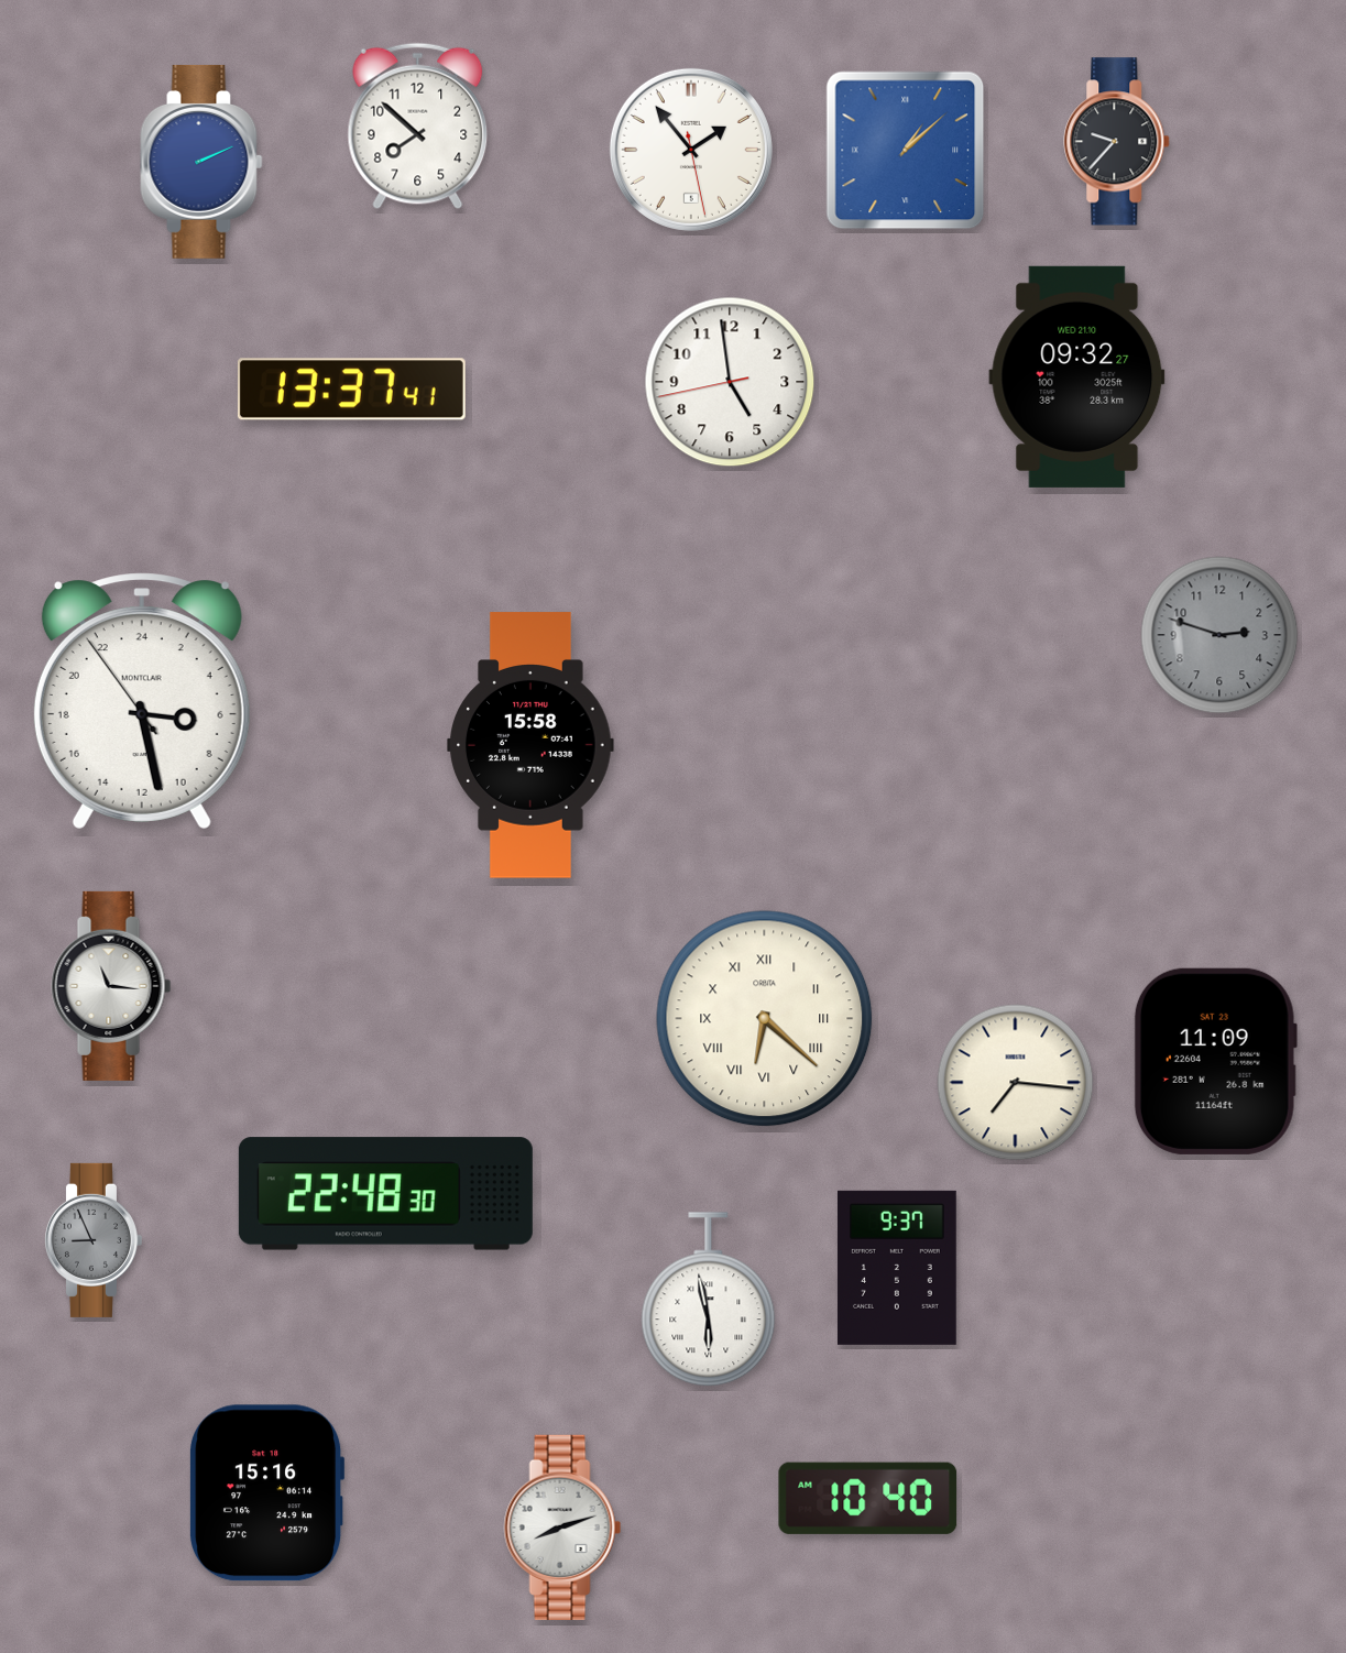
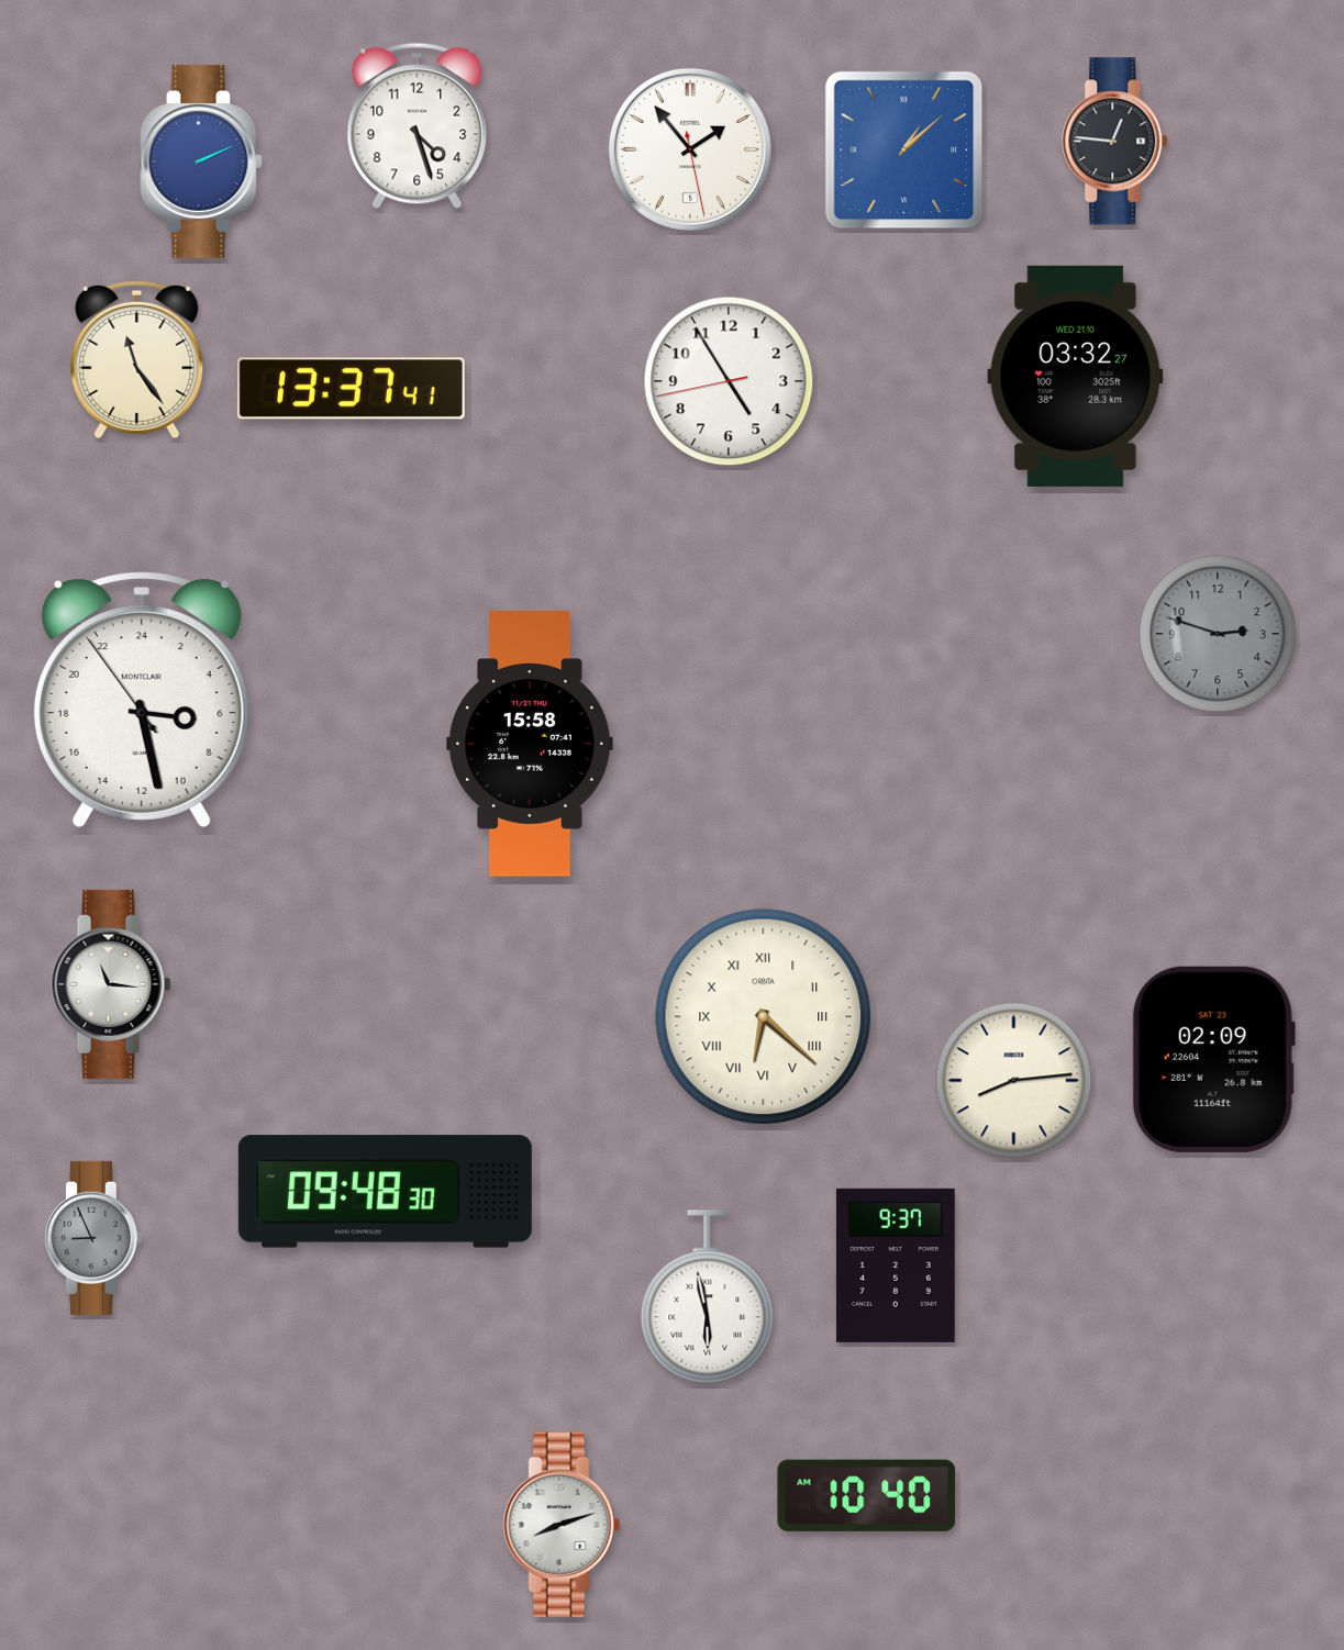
clock at (418, 127): 7:52 -> 4:27
clock at (1117, 142): 9:37 -> 12:46
clock at (137, 360): none -> 11:24
clock at (1077, 376): 09:32 -> 03:32
clock at (730, 382): 4:58 -> 4:54
clock at (1215, 1061): 11:09 -> 02:09
clock at (1016, 1083): 7:16 -> 8:14
clock at (385, 1194): 22:48 -> 09:48
clock at (267, 1493): 15:16 -> none
